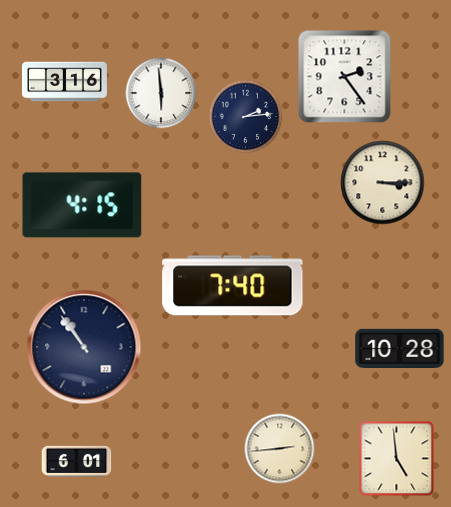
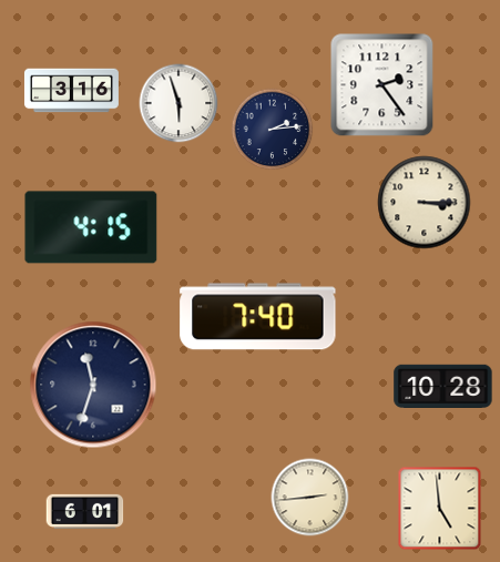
clock at (161, 93): 5:59 -> 5:57
clock at (84, 347): 10:54 -> 11:33
